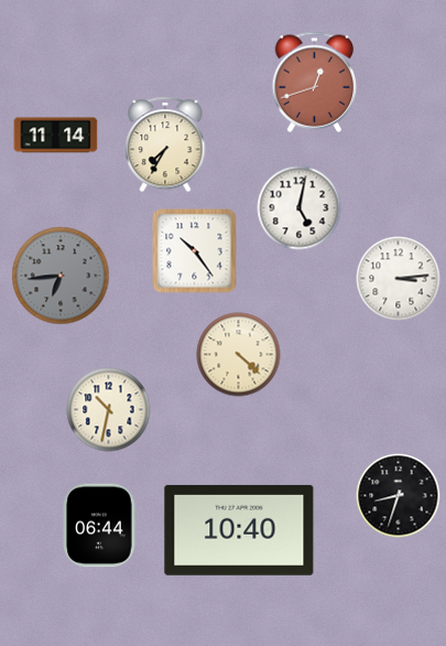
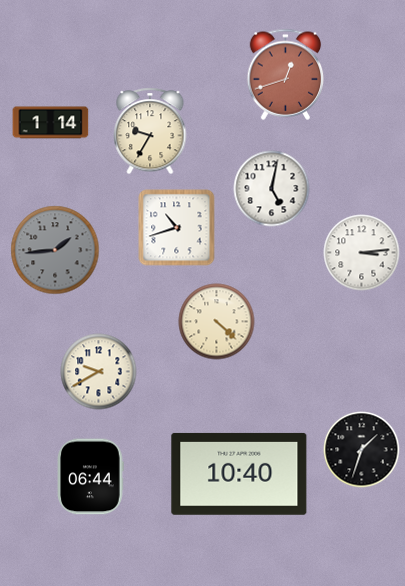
clock at (56, 136): 11:14 -> 1:14
clock at (165, 144): 7:35 -> 9:35
clock at (195, 251): 10:24 -> 10:42
clock at (61, 276): 6:44 -> 1:44
clock at (109, 410): 10:32 -> 9:40
clock at (399, 496): 8:33 -> 1:33
clock at (239, 530) position: (239, 530) -> (239, 474)
